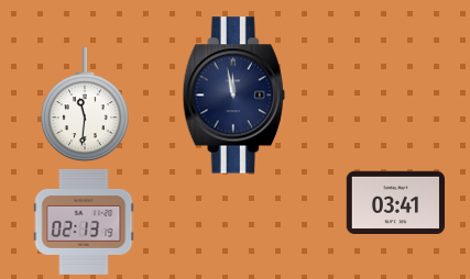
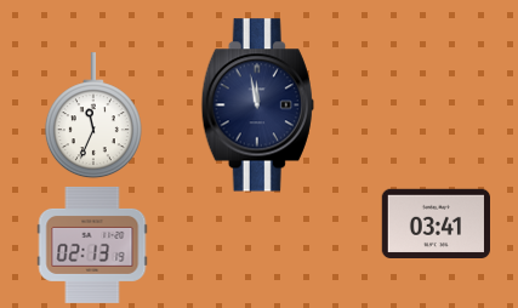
clock at (85, 105): 11:31 -> 11:34
